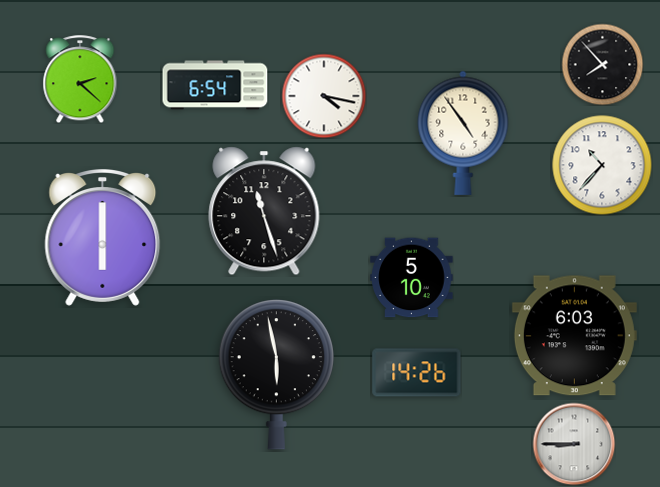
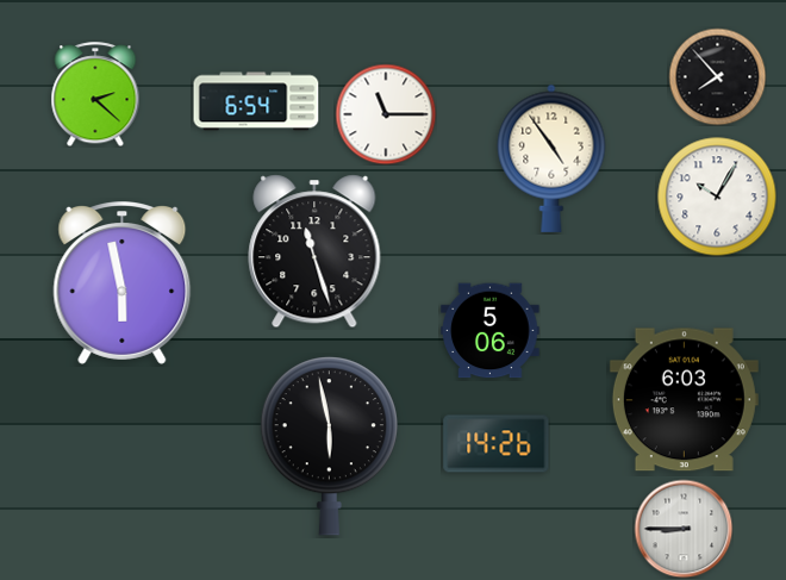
clock at (324, 96): 4:17 -> 11:15
clock at (602, 165): 10:37 -> 10:05
clock at (103, 238): 6:00 -> 5:58
clock at (412, 278): 5:10 -> 5:06
